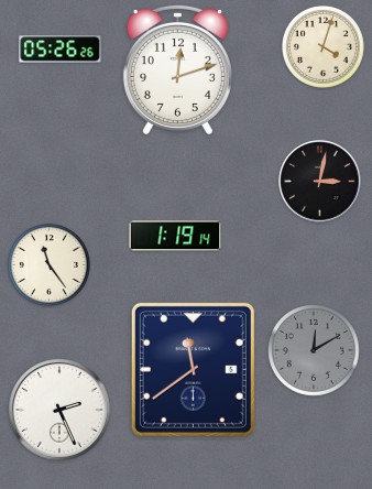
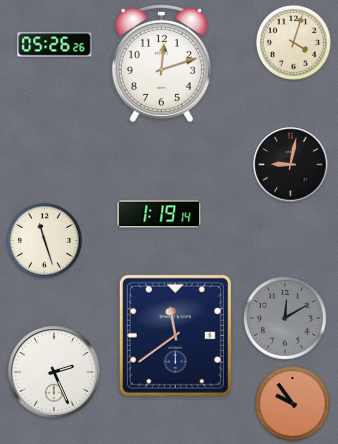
clock at (320, 182): 3:02 -> 9:02
clock at (48, 264): 11:24 -> 11:27
clock at (292, 403): none -> 9:54
